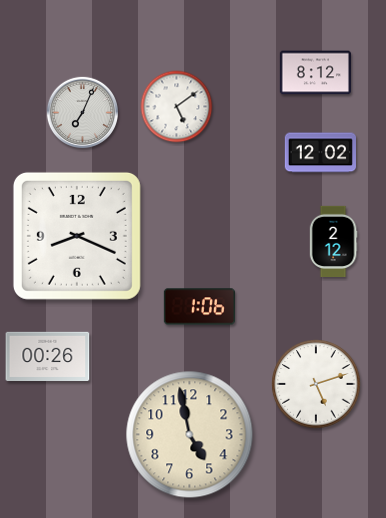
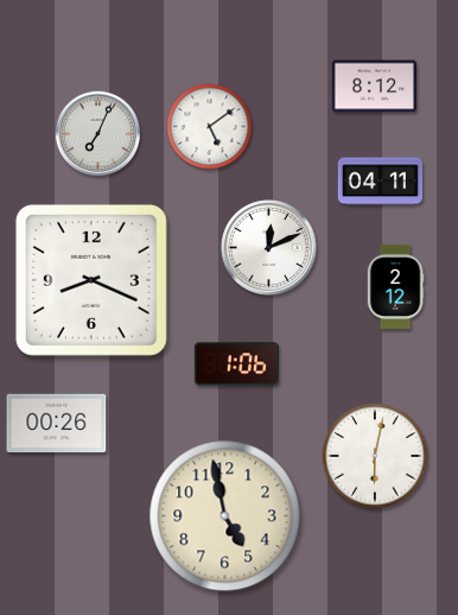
clock at (320, 153): 12:02 -> 04:11
clock at (269, 248): none -> 12:11
clock at (316, 384): 5:12 -> 6:02
